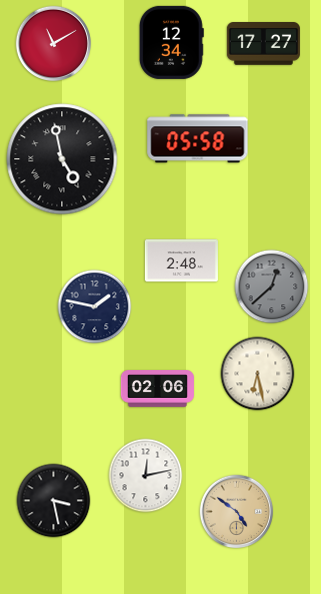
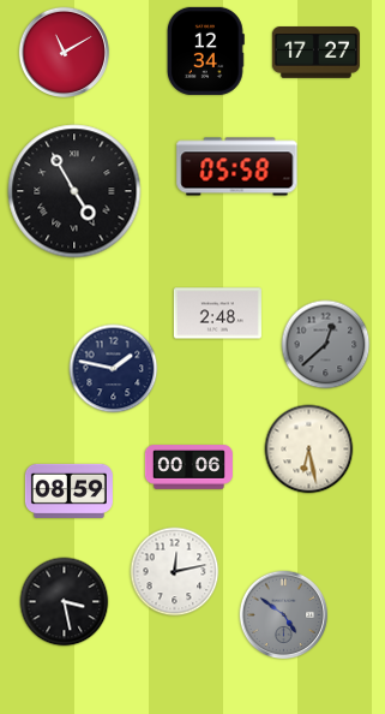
clock at (62, 159): 4:58 -> 4:55
clock at (157, 389): 02:06 -> 00:06
clock at (68, 490): none -> 08:59
clock at (237, 512) dial: champagne -> grey
